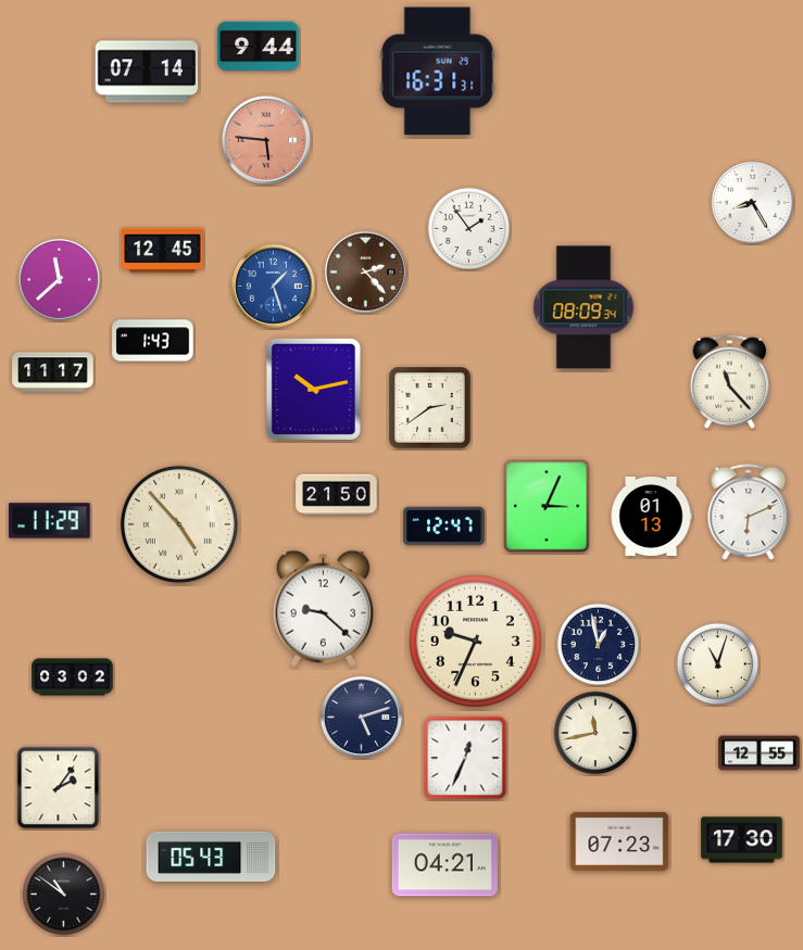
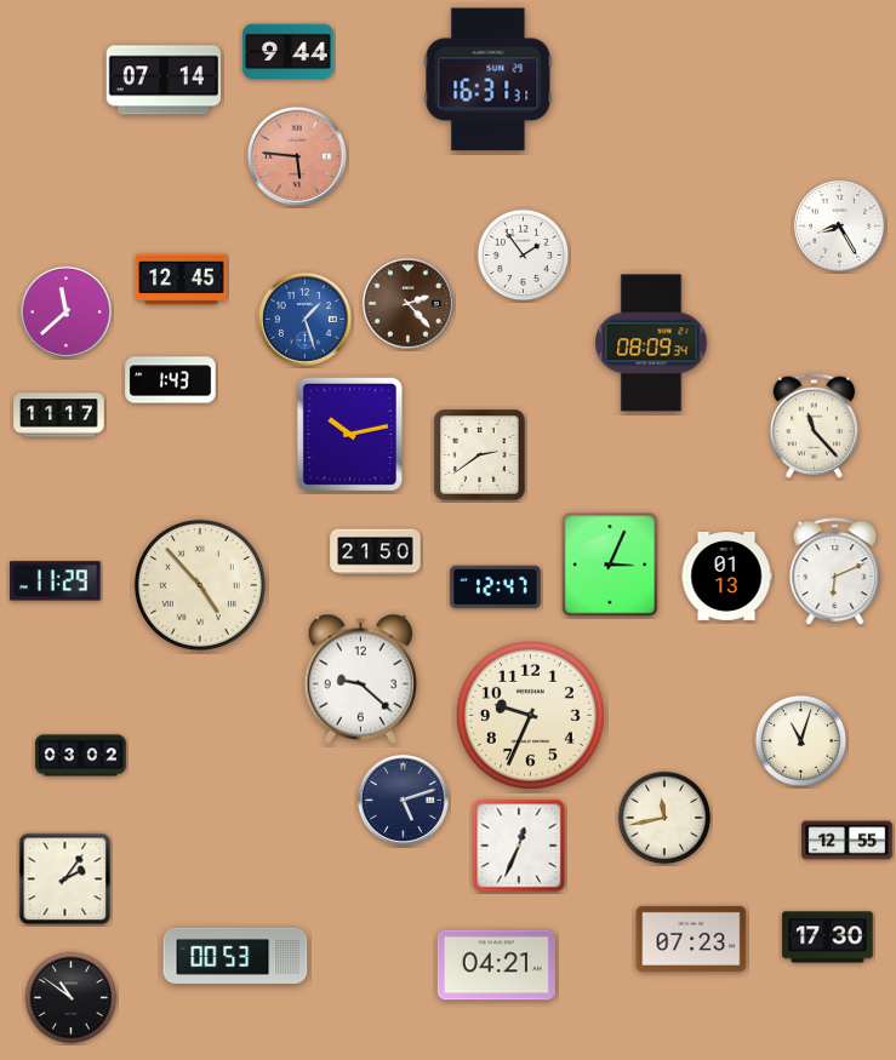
clock at (599, 645): 12:58 -> none
clock at (211, 857): 05:43 -> 00:53
